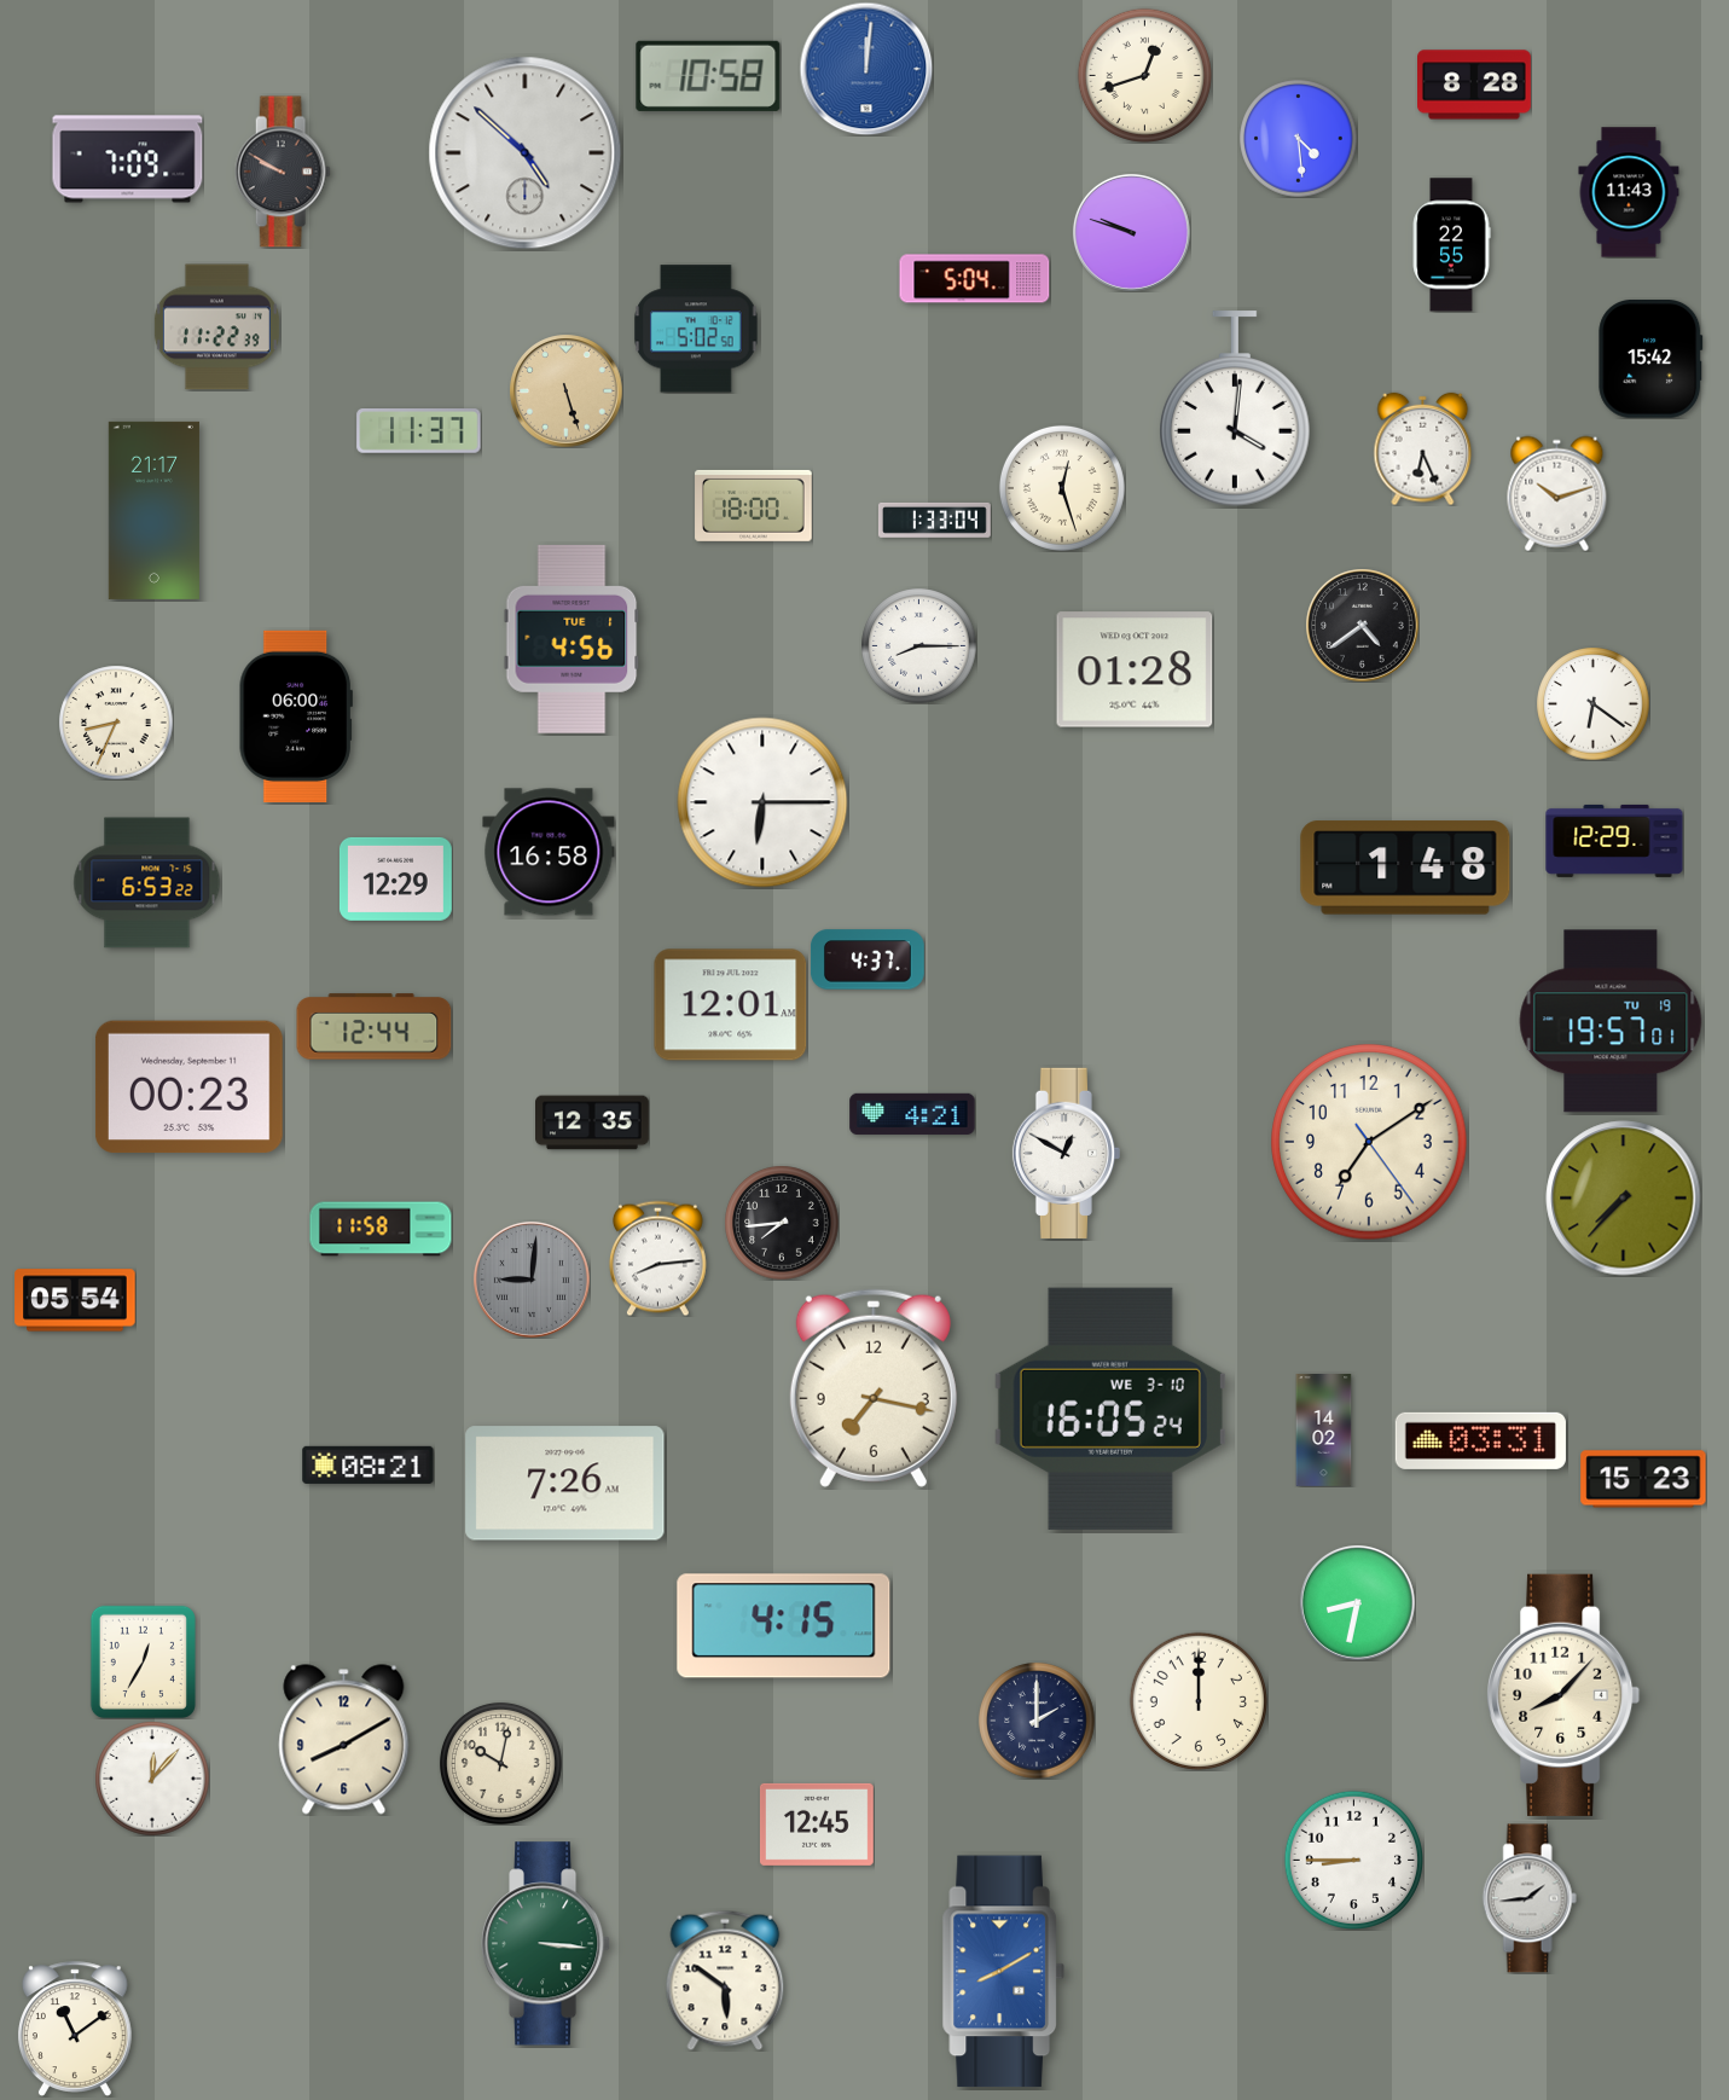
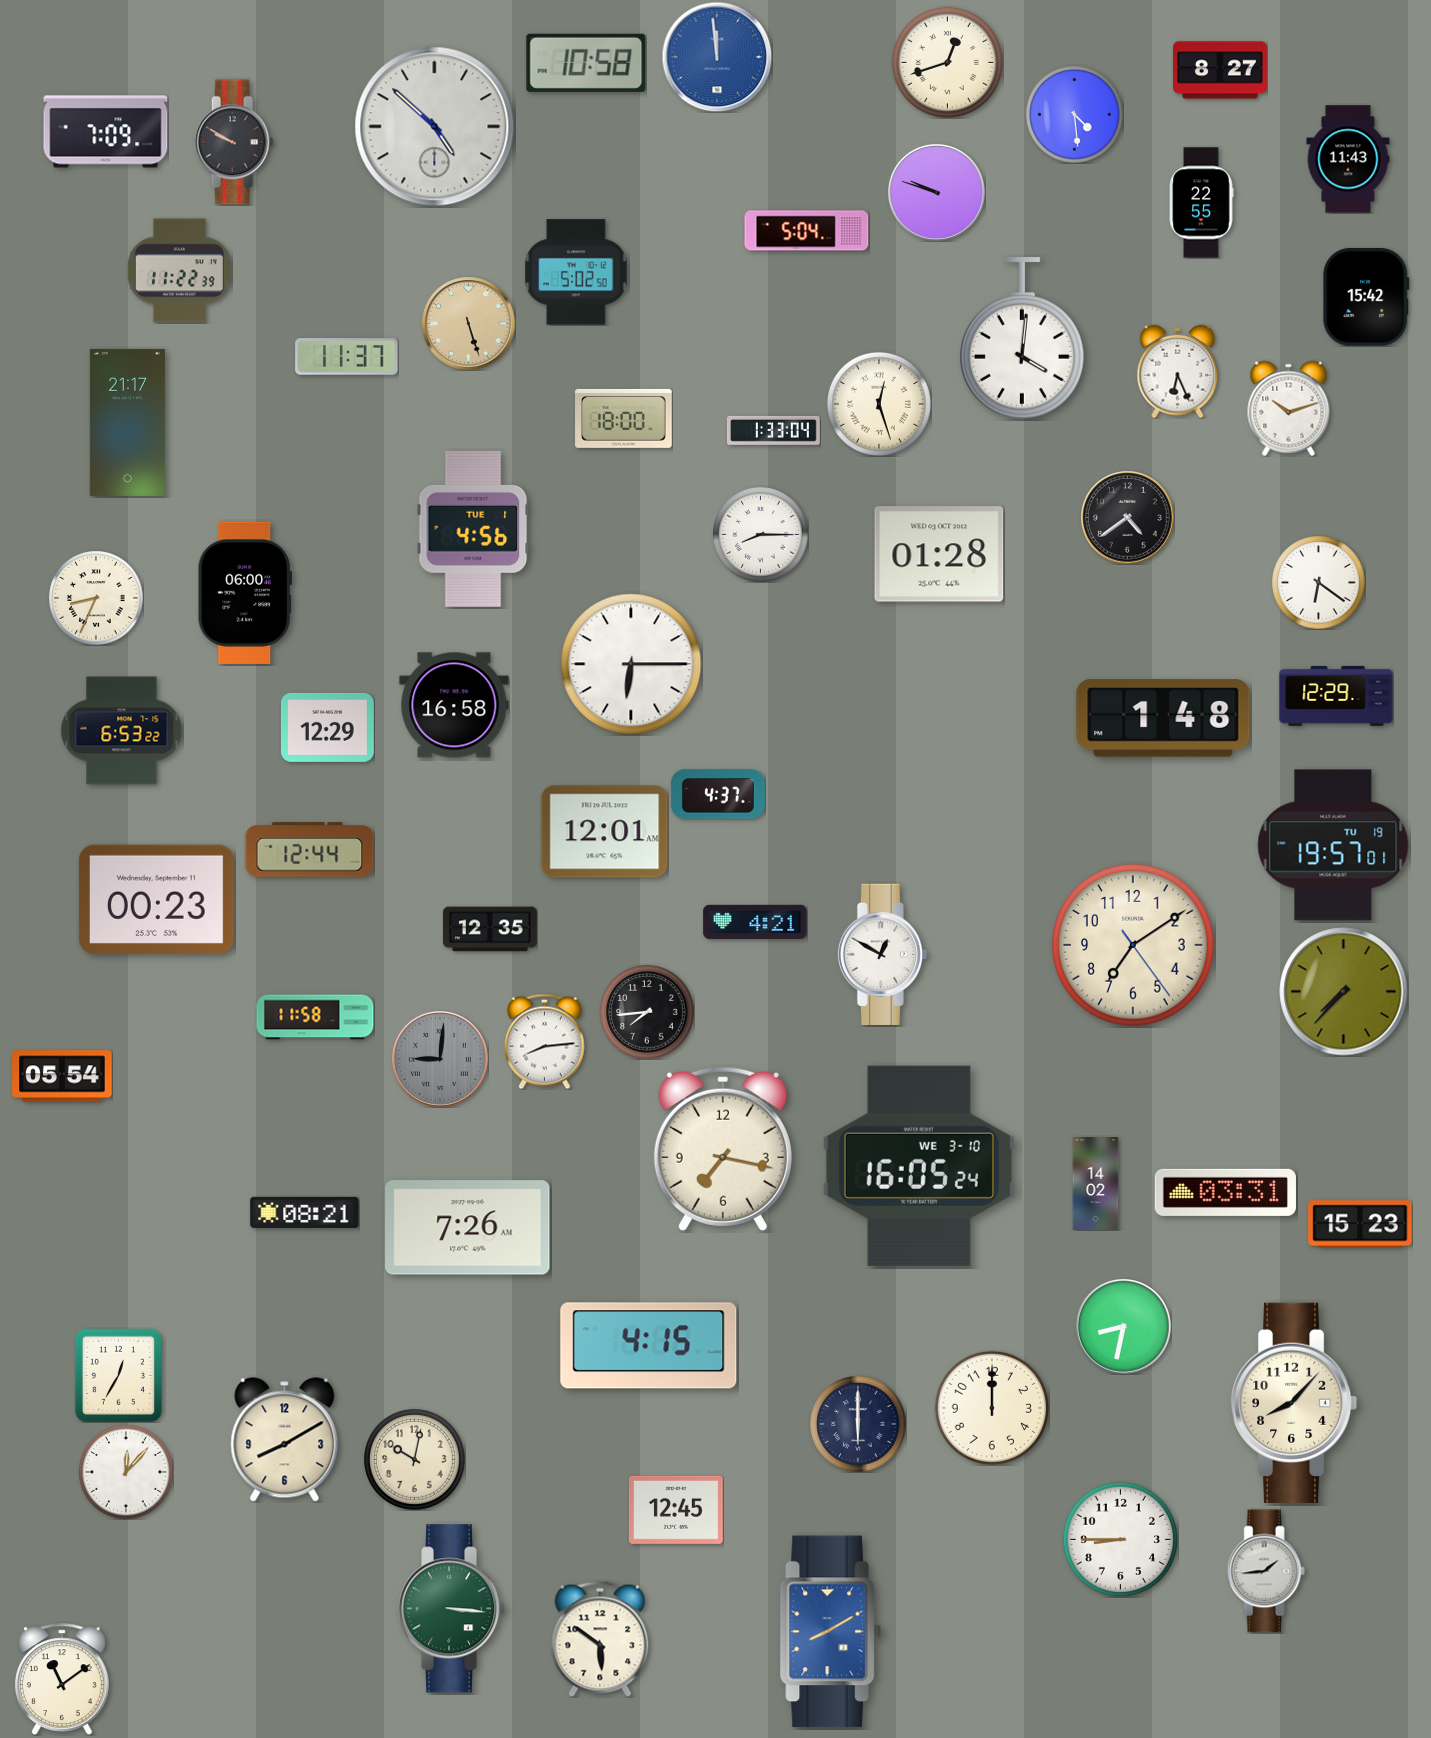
clock at (866, 69): 12:01 -> 11:59
clock at (1475, 85): 8:28 -> 8:27
clock at (1037, 1721): 2:00 -> 6:00
